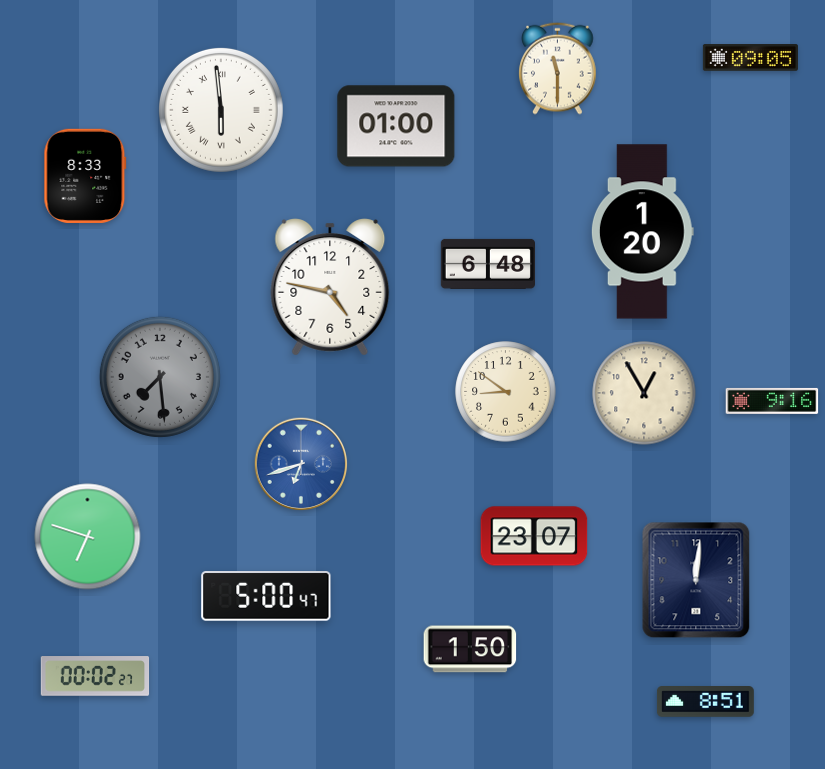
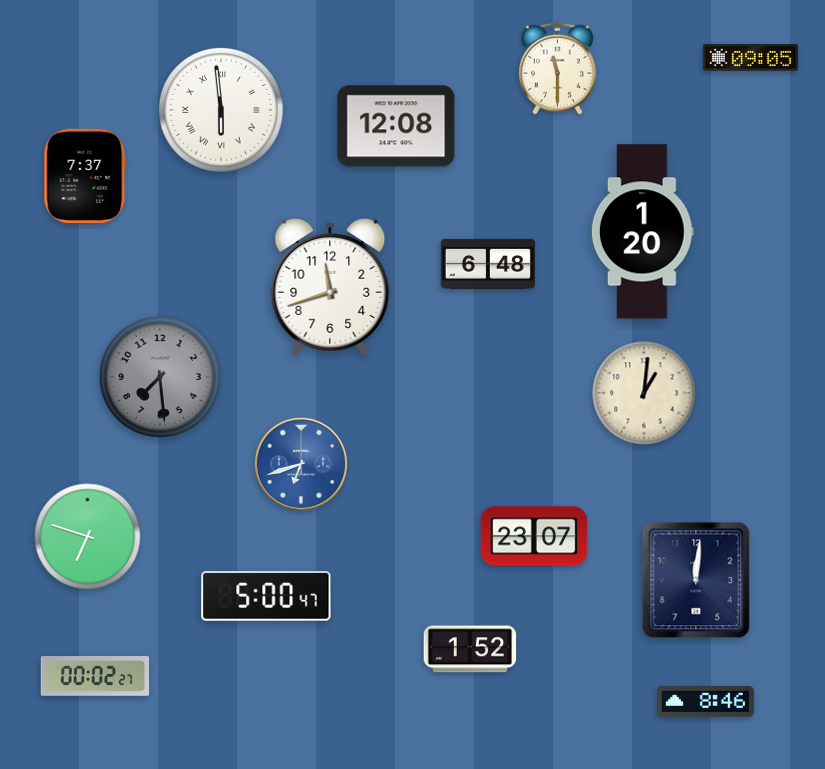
clock at (396, 126): 01:00 -> 12:08
clock at (85, 176): 8:33 -> 7:37
clock at (330, 287): 4:47 -> 11:42
clock at (506, 392): 8:51 -> none
clock at (644, 393): 12:55 -> 1:01
clock at (772, 401): 9:16 -> none
clock at (470, 649): 1:50 -> 1:52
clock at (706, 702): 8:51 -> 8:46
